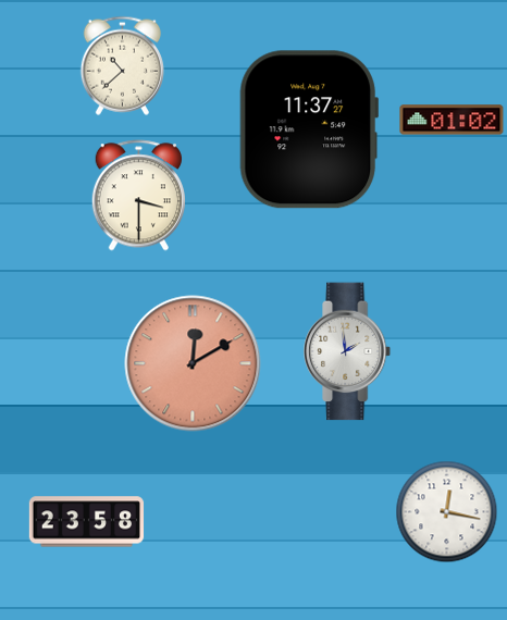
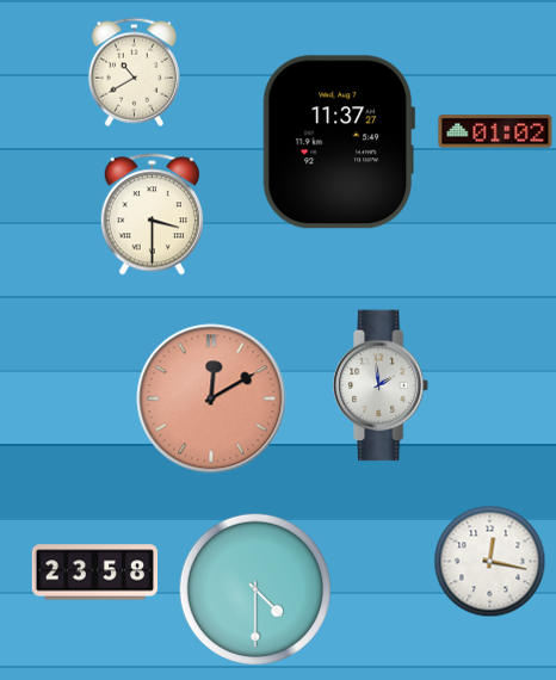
clock at (122, 65): 10:38 -> 10:40
clock at (255, 589): none -> 4:30
